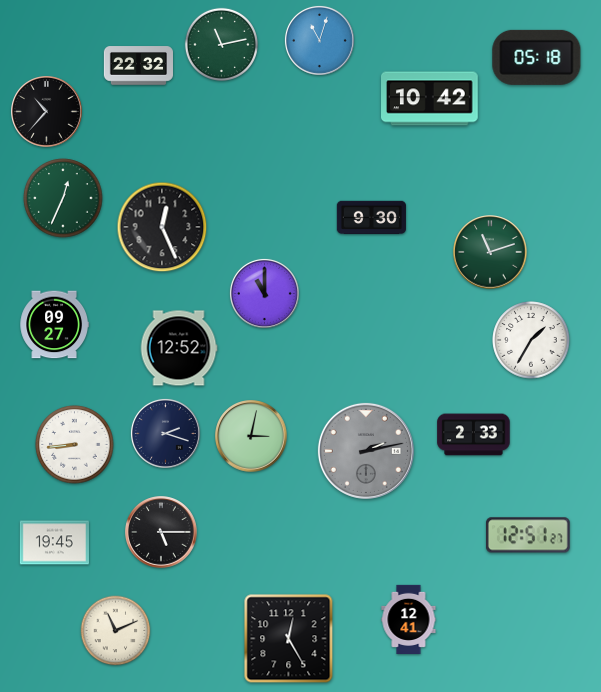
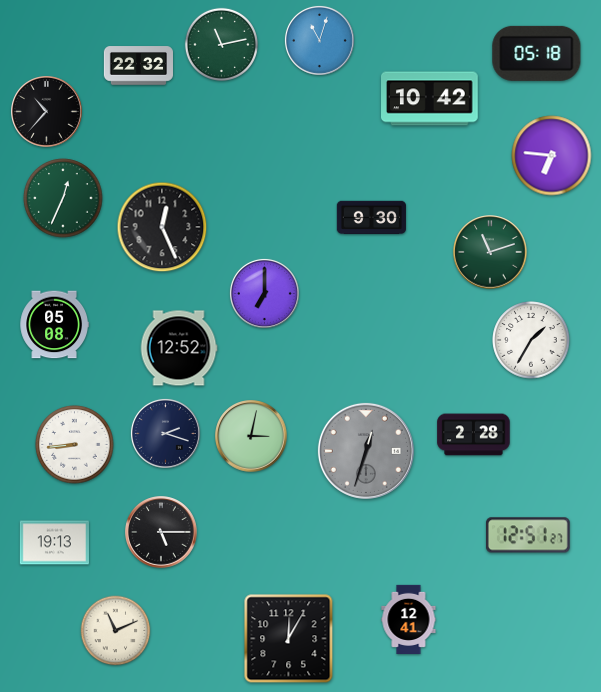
clock at (537, 57) position: (537, 57) -> (537, 53)
clock at (552, 156): none -> 6:46
clock at (264, 293): 11:00 -> 7:00
clock at (54, 325): 09:27 -> 05:08
clock at (474, 435): 2:33 -> 2:28
clock at (366, 451): 2:13 -> 12:33
clock at (54, 543): 19:45 -> 19:13
clock at (289, 639): 12:25 -> 12:05
